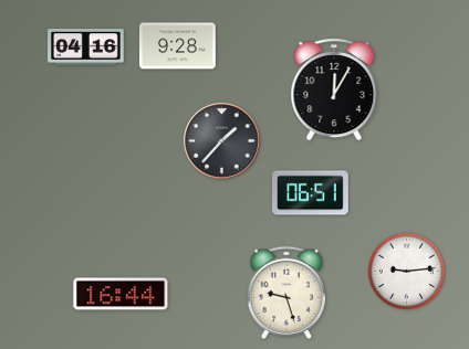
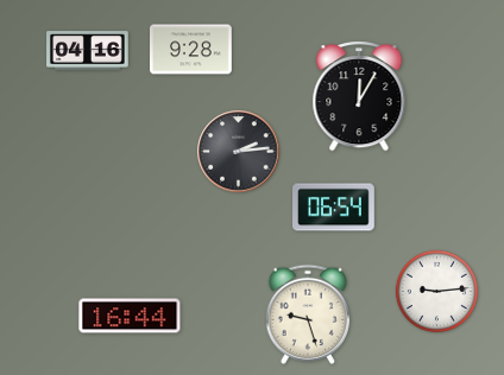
clock at (86, 47) position: (86, 47) -> (88, 51)
clock at (222, 141): 1:37 -> 2:14
clock at (311, 193): 06:51 -> 06:54
